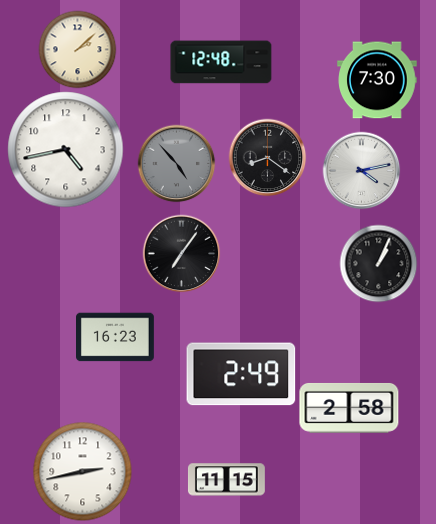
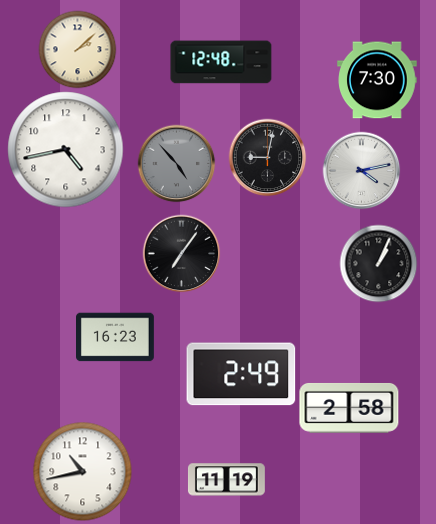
clock at (267, 157): 8:21 -> 9:02
clock at (83, 472): 2:43 -> 10:43
clock at (226, 480): 11:15 -> 11:19
